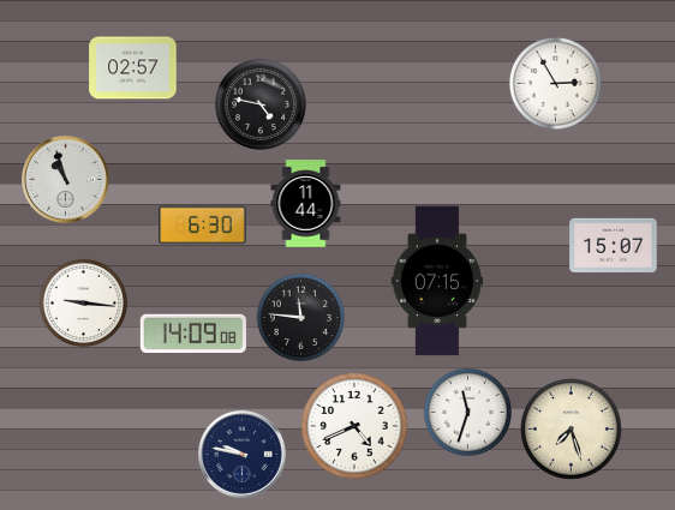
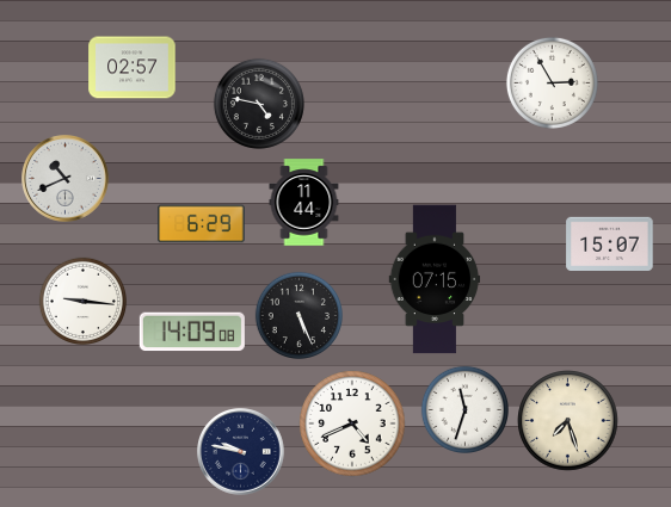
clock at (66, 180): 10:57 -> 10:41
clock at (203, 226): 6:30 -> 6:29
clock at (300, 317): 11:46 -> 5:26
clock at (572, 430) position: (572, 430) -> (568, 421)
